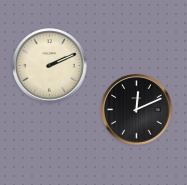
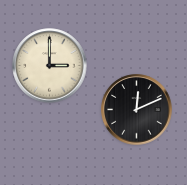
clock at (50, 66): 2:11 -> 3:00
